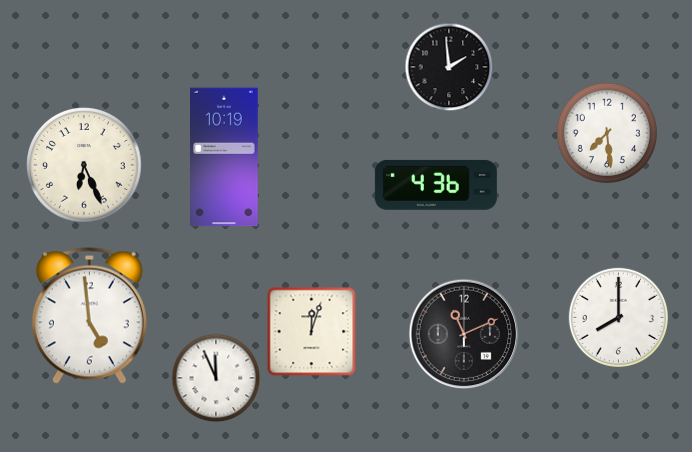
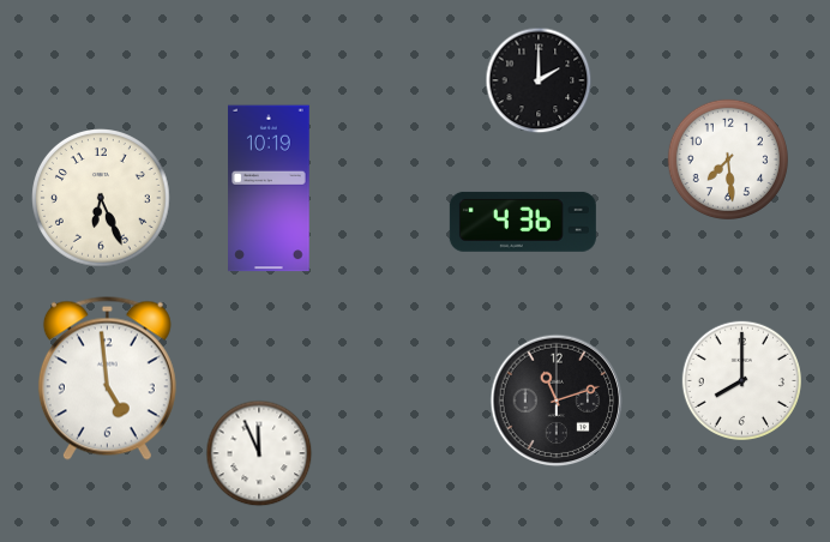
clock at (449, 67): 1:59 -> 2:00
clock at (312, 332): 12:03 -> none
clock at (464, 334): 11:11 -> 11:12
